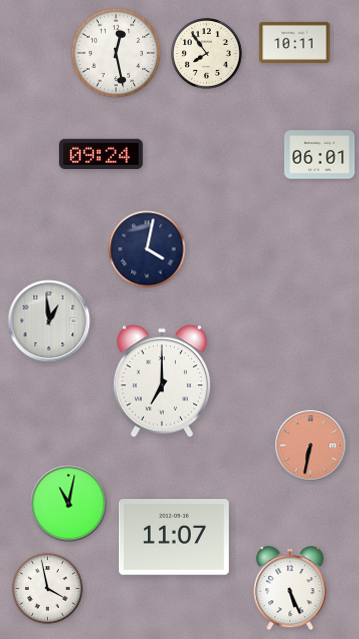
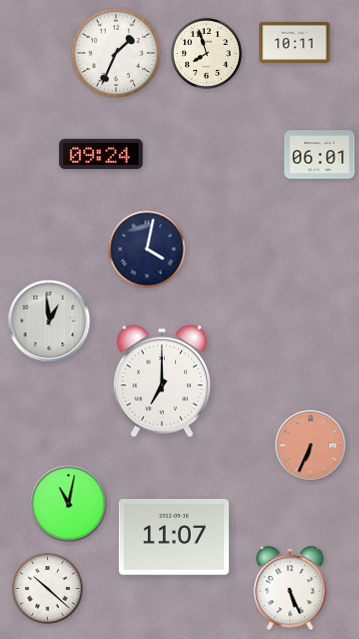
clock at (116, 53): 12:28 -> 1:34
clock at (207, 54): 7:54 -> 7:57
clock at (311, 446): 6:32 -> 6:34
clock at (48, 589): 3:58 -> 10:22
